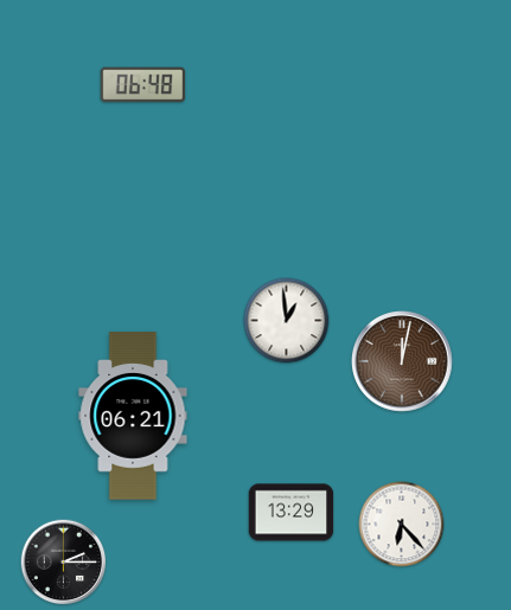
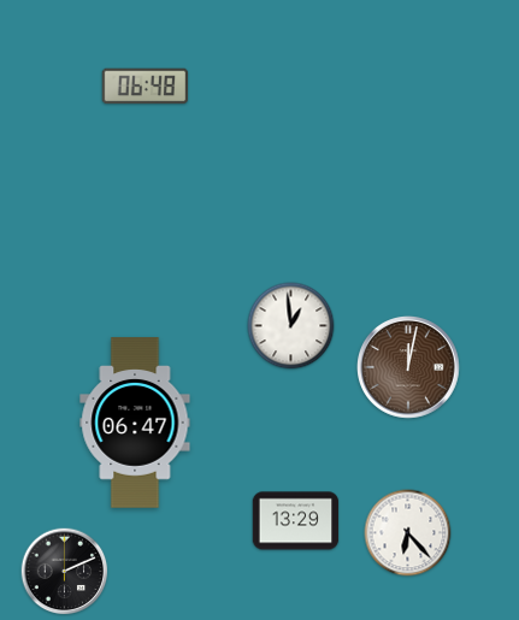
clock at (133, 416): 06:21 -> 06:47
clock at (64, 563): 2:15 -> 2:11
